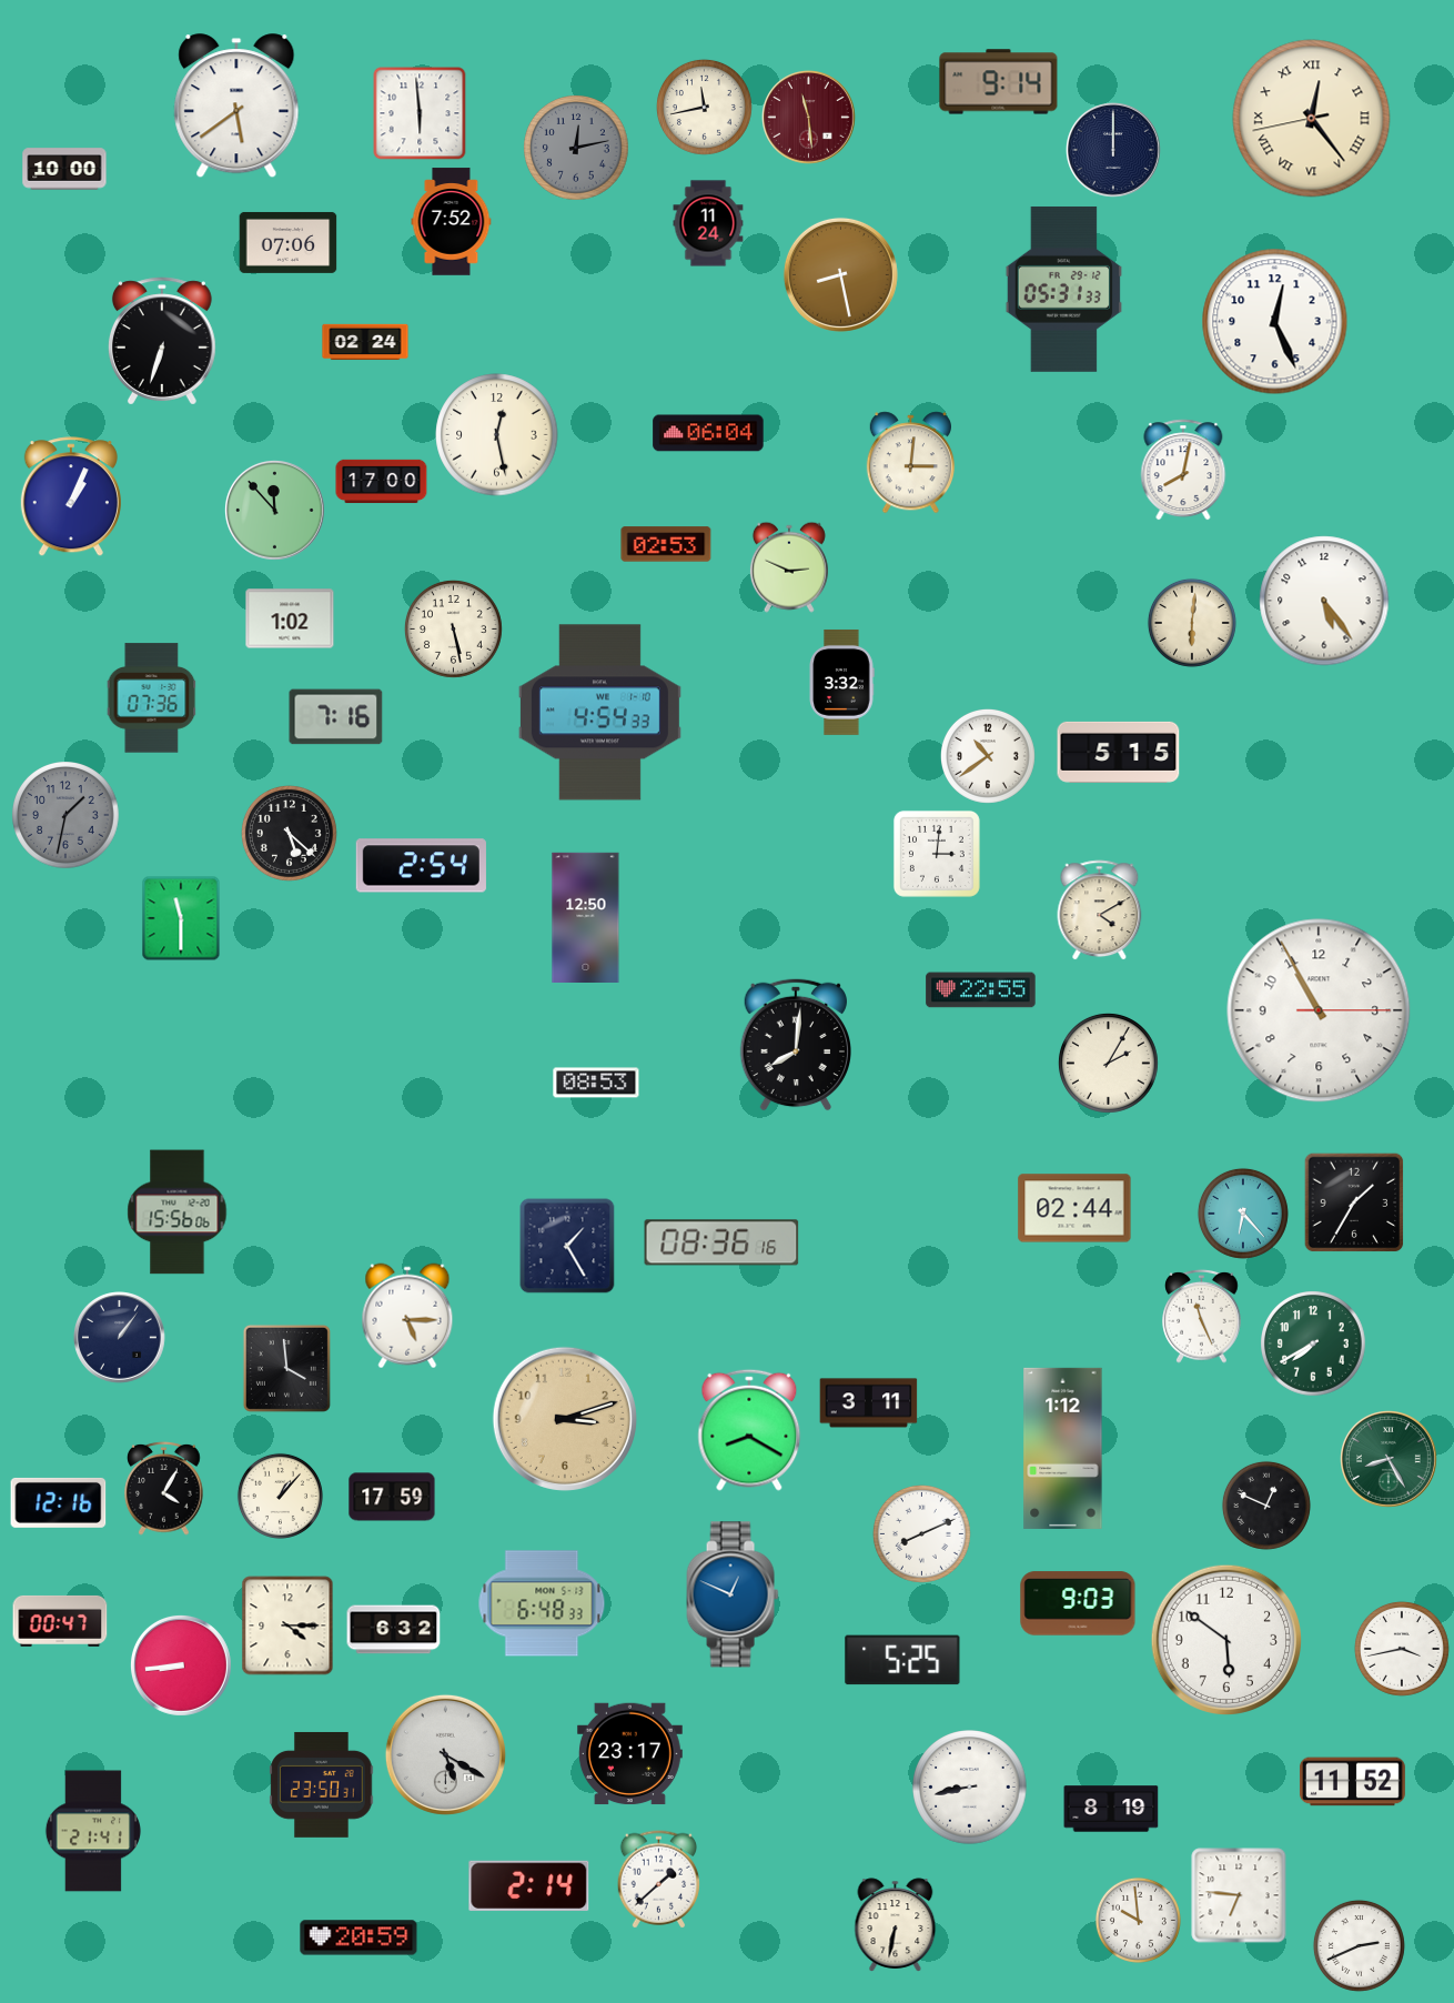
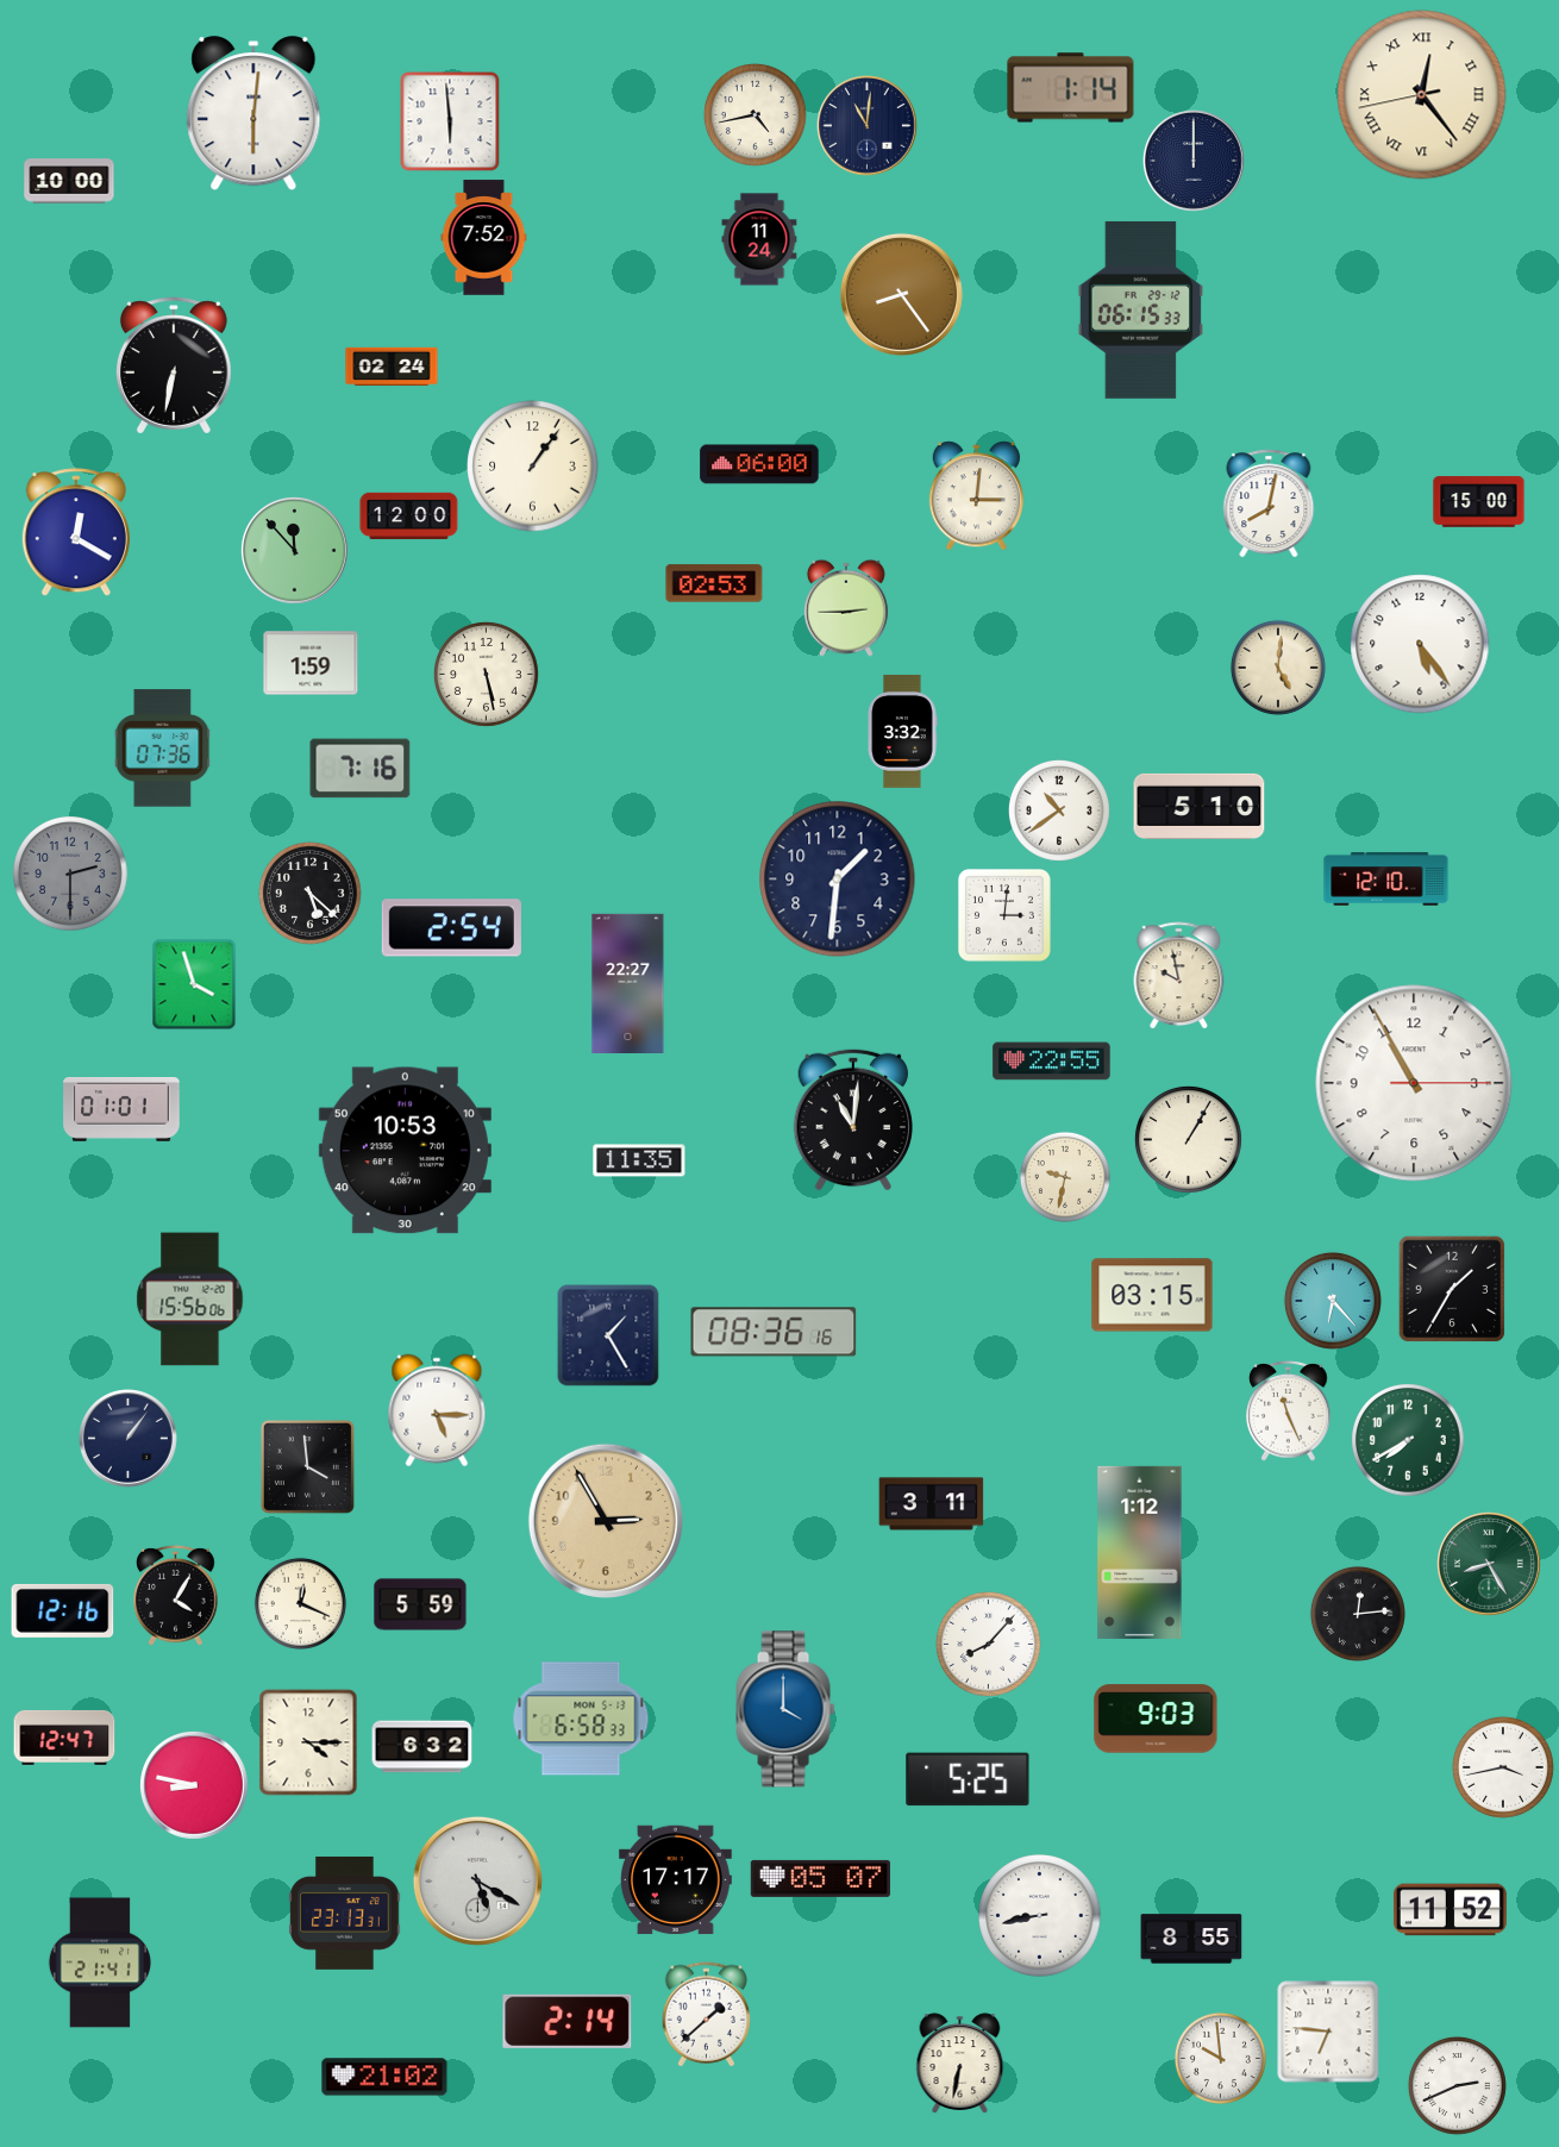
clock at (999, 82): 9:14 -> 1:14
clock at (236, 107): 5:39 -> 6:01
clock at (704, 107): 11:43 -> 4:43
clock at (809, 118): 11:29 -> 11:01
clock at (809, 118) dial: burgundy -> navy
clock at (1312, 119) position: (1312, 119) -> (1422, 95)
clock at (577, 149): 12:13 -> none
clock at (289, 242): 07:06 -> none
clock at (840, 274): 8:28 -> 8:24
clock at (1063, 289): 05:31 -> 06:15
clock at (1275, 322): 12:26 -> none
clock at (162, 341): 6:33 -> 6:32
clock at (708, 433): 06:04 -> 06:00
clock at (497, 435): 12:28 -> 1:06
clock at (1479, 502): none -> 15:00
clock at (382, 482): 17:00 -> 12:00
clock at (71, 497): 1:04 -> 12:20
clock at (274, 510) position: (274, 510) -> (294, 550)
clock at (789, 567): 2:49 -> 2:45
clock at (290, 618): 1:02 -> 1:59
clock at (1192, 623): 6:01 -> 5:01
clock at (599, 713): 4:54 -> none
clock at (1119, 752): 5:15 -> 5:10
clock at (65, 815): 1:32 -> 2:30
clock at (838, 880): none -> 1:31
clock at (1386, 880): none -> 12:10
clock at (1100, 910): 4:10 -> 9:58
clock at (586, 917): 12:50 -> 22:27
clock at (181, 918): 11:30 -> 3:57
clock at (121, 1109): none -> 01:01
clock at (795, 1045): 8:01 -> 11:01
clock at (1109, 1064): 2:05 -> 1:05
clock at (405, 1151): none -> 10:53
clock at (596, 1083): 08:53 -> 11:35
clock at (1065, 1177): none -> 9:32
clock at (1074, 1208): 02:44 -> 03:15
clock at (120, 1338) position: (120, 1338) -> (129, 1439)
clock at (565, 1419): 3:12 -> 2:55
clock at (749, 1430): 8:20 -> none
clock at (280, 1496): 1:07 -> 12:19
clock at (392, 1497): 17:59 -> 5:59
clock at (1266, 1506): 12:49 -> 12:14
clock at (921, 1533): 8:11 -> 8:07
clock at (733, 1594): 12:49 -> 4:00
clock at (542, 1603): 6:48 -> 6:58
clock at (60, 1621): 00:47 -> 12:47
clock at (1225, 1639): 5:51 -> none
clock at (181, 1665): 8:44 -> 8:47
clock at (820, 1878): none -> 05:07
clock at (629, 1754): 23:17 -> 17:17
clock at (322, 1784): 23:50 -> 23:13
clock at (1111, 1809): 8:19 -> 8:55
clock at (359, 1937): 20:59 -> 21:02
